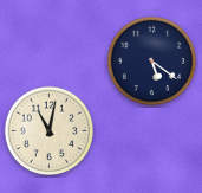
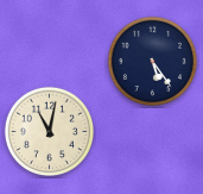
clock at (151, 60): 5:21 -> 5:24
